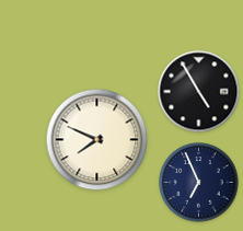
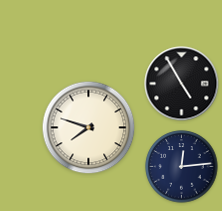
clock at (97, 140): 7:49 -> 7:48
clock at (199, 183): 6:56 -> 12:14
